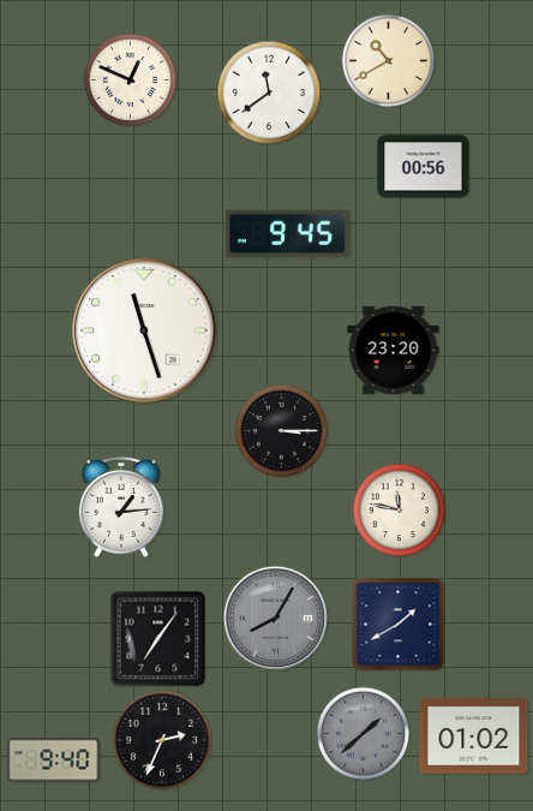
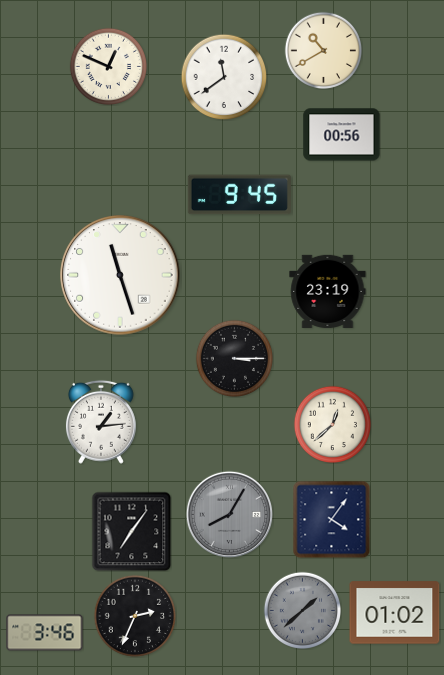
clock at (424, 167) position: (424, 167) -> (342, 135)
clock at (394, 350): 23:20 -> 23:19
clock at (399, 509): 11:47 -> 12:38
clock at (397, 624): 1:40 -> 4:06
clock at (54, 761): 9:40 -> 3:46
